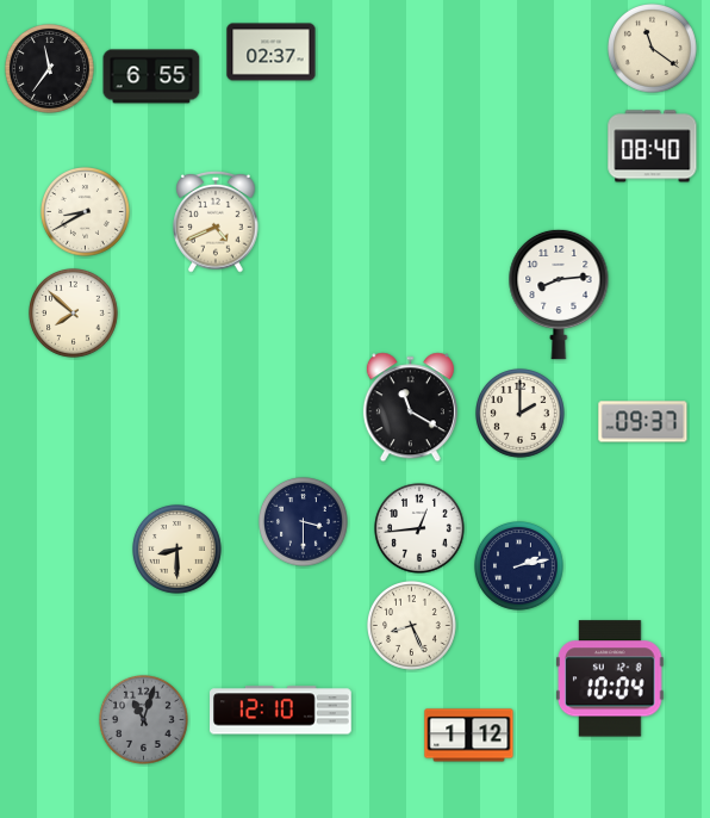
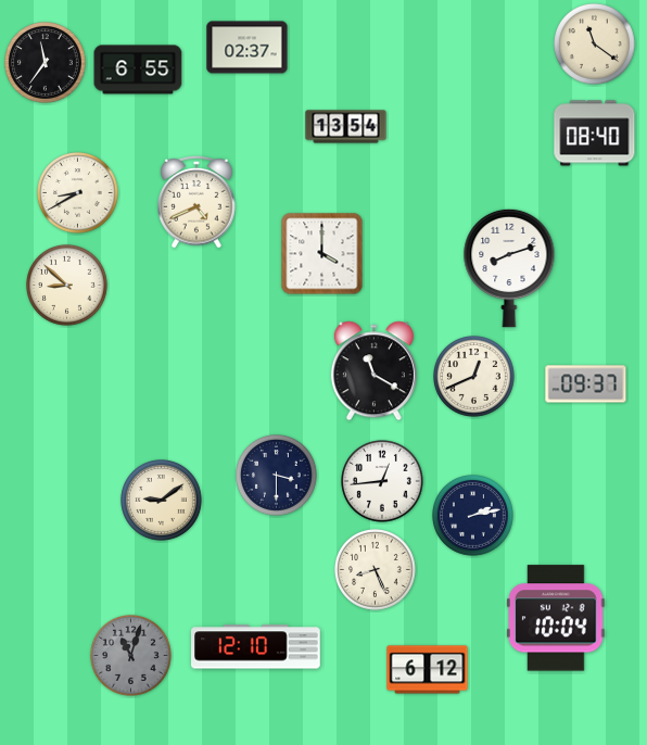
clock at (346, 127): none -> 13:54
clock at (322, 254): none -> 4:00
clock at (559, 295): 8:14 -> 8:12
clock at (74, 314): 7:52 -> 8:52
clock at (521, 414): 2:00 -> 12:41
clock at (177, 550): 8:30 -> 9:09
clock at (469, 736): 1:12 -> 6:12
